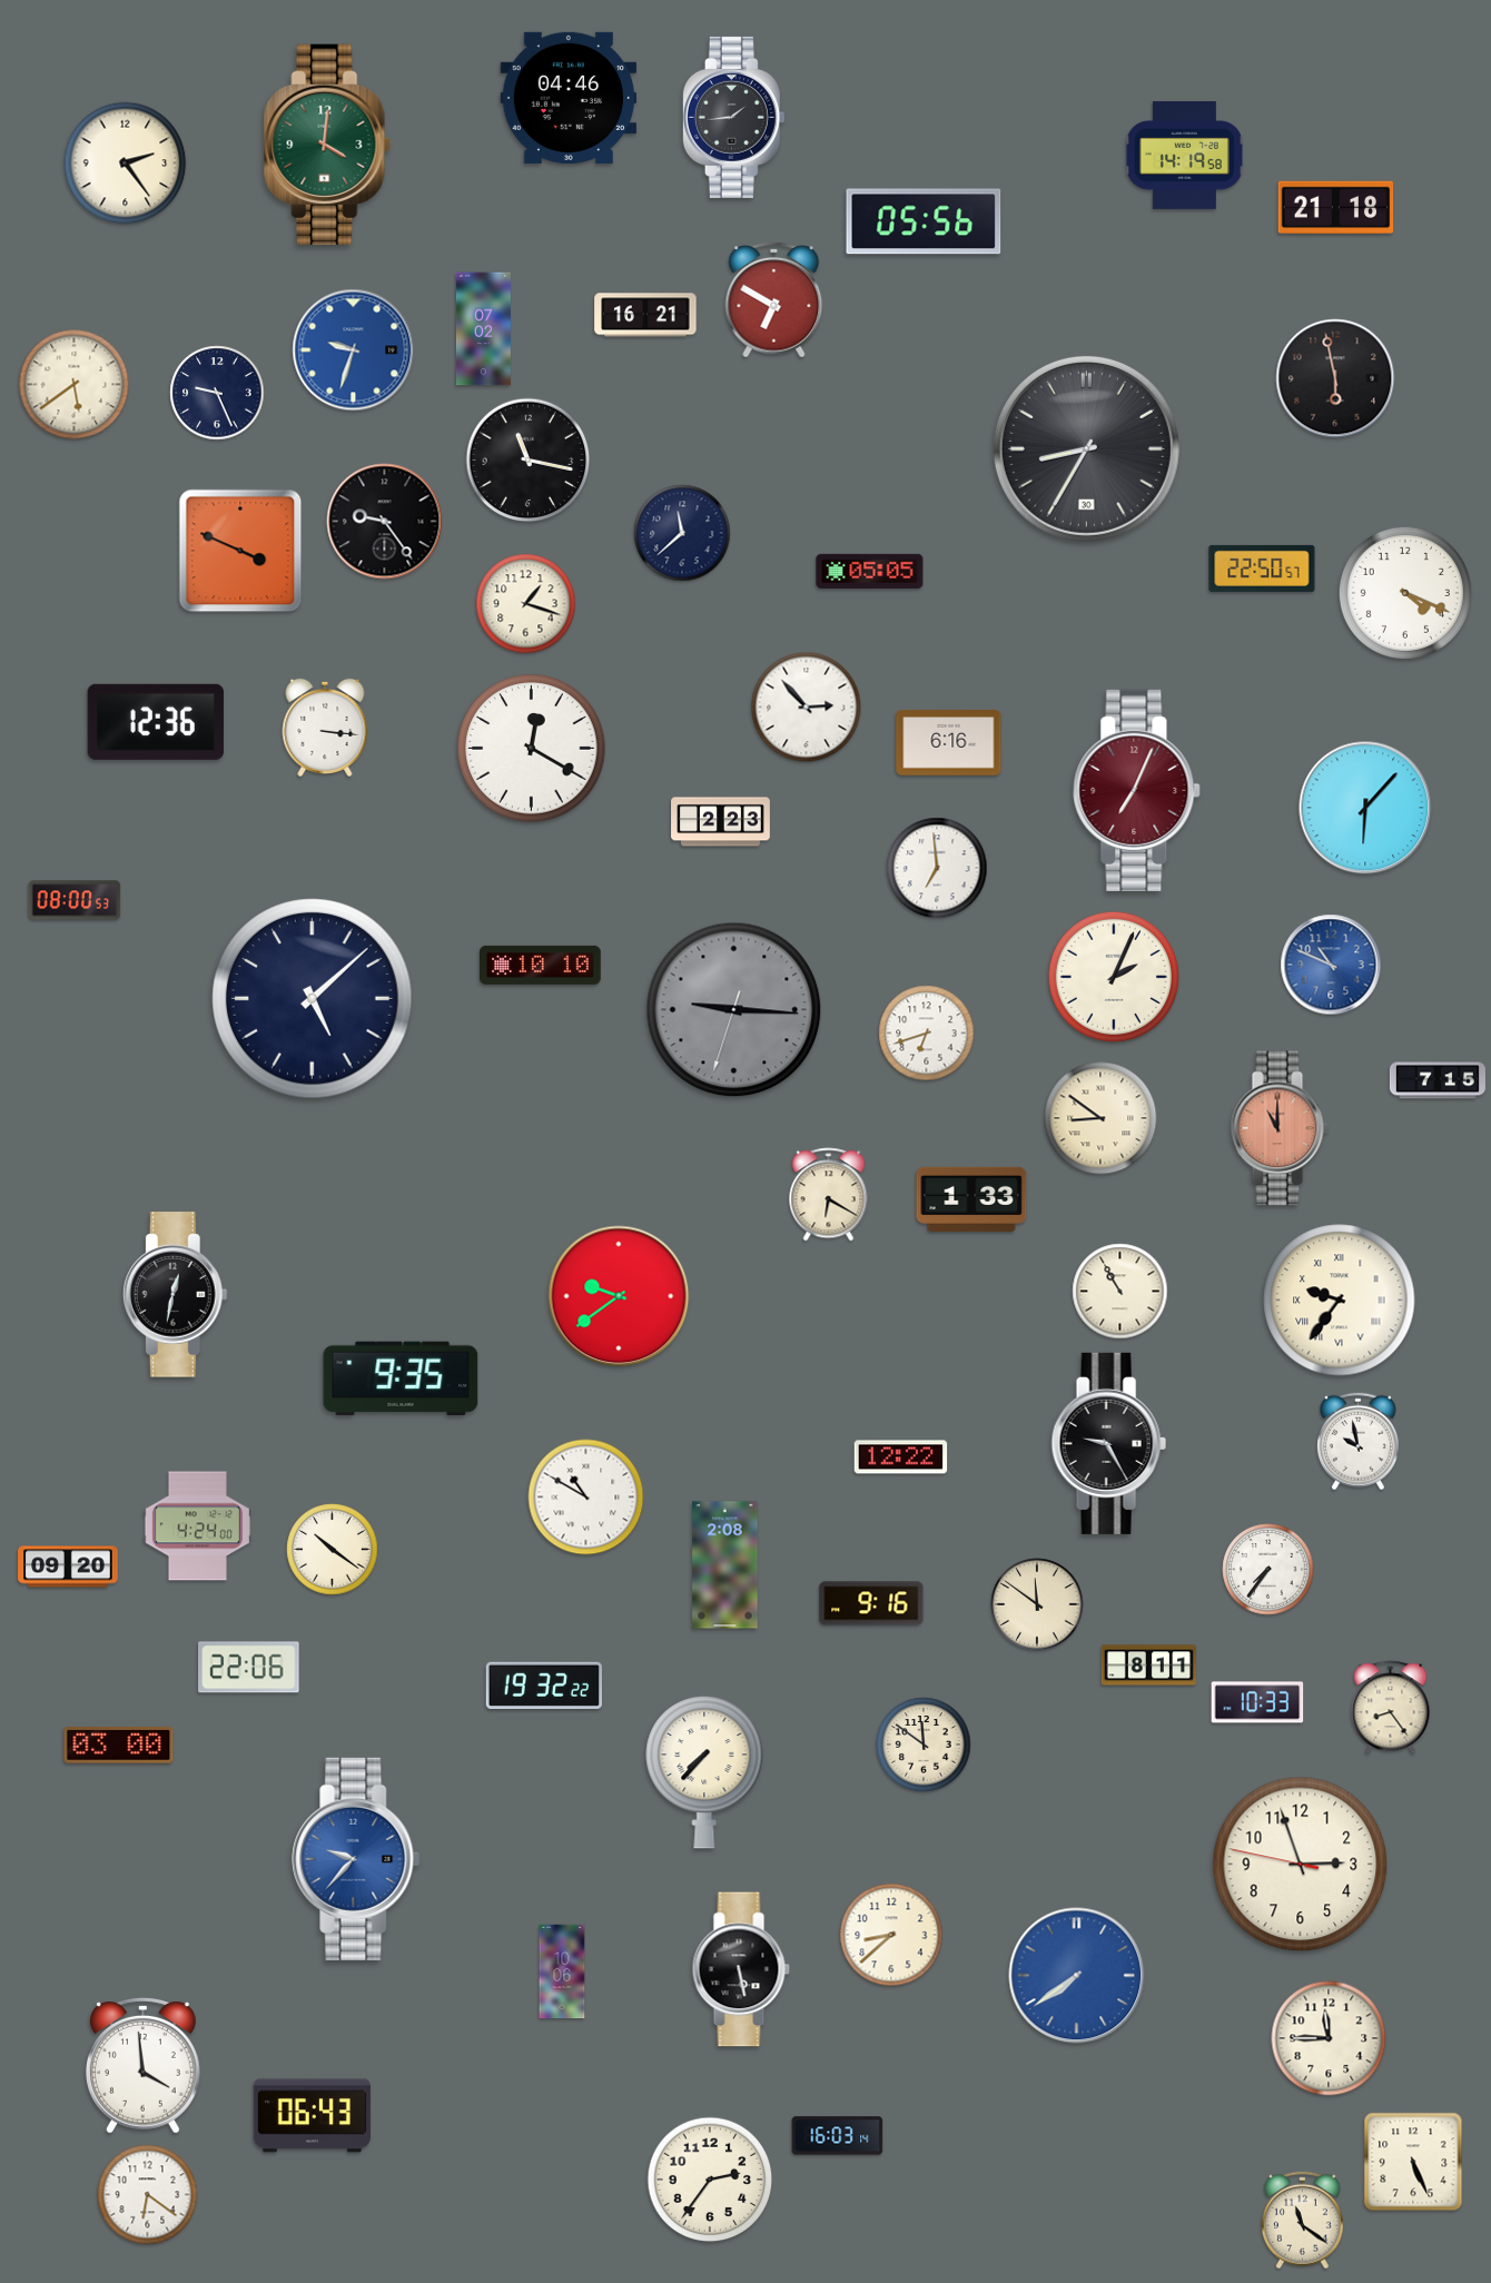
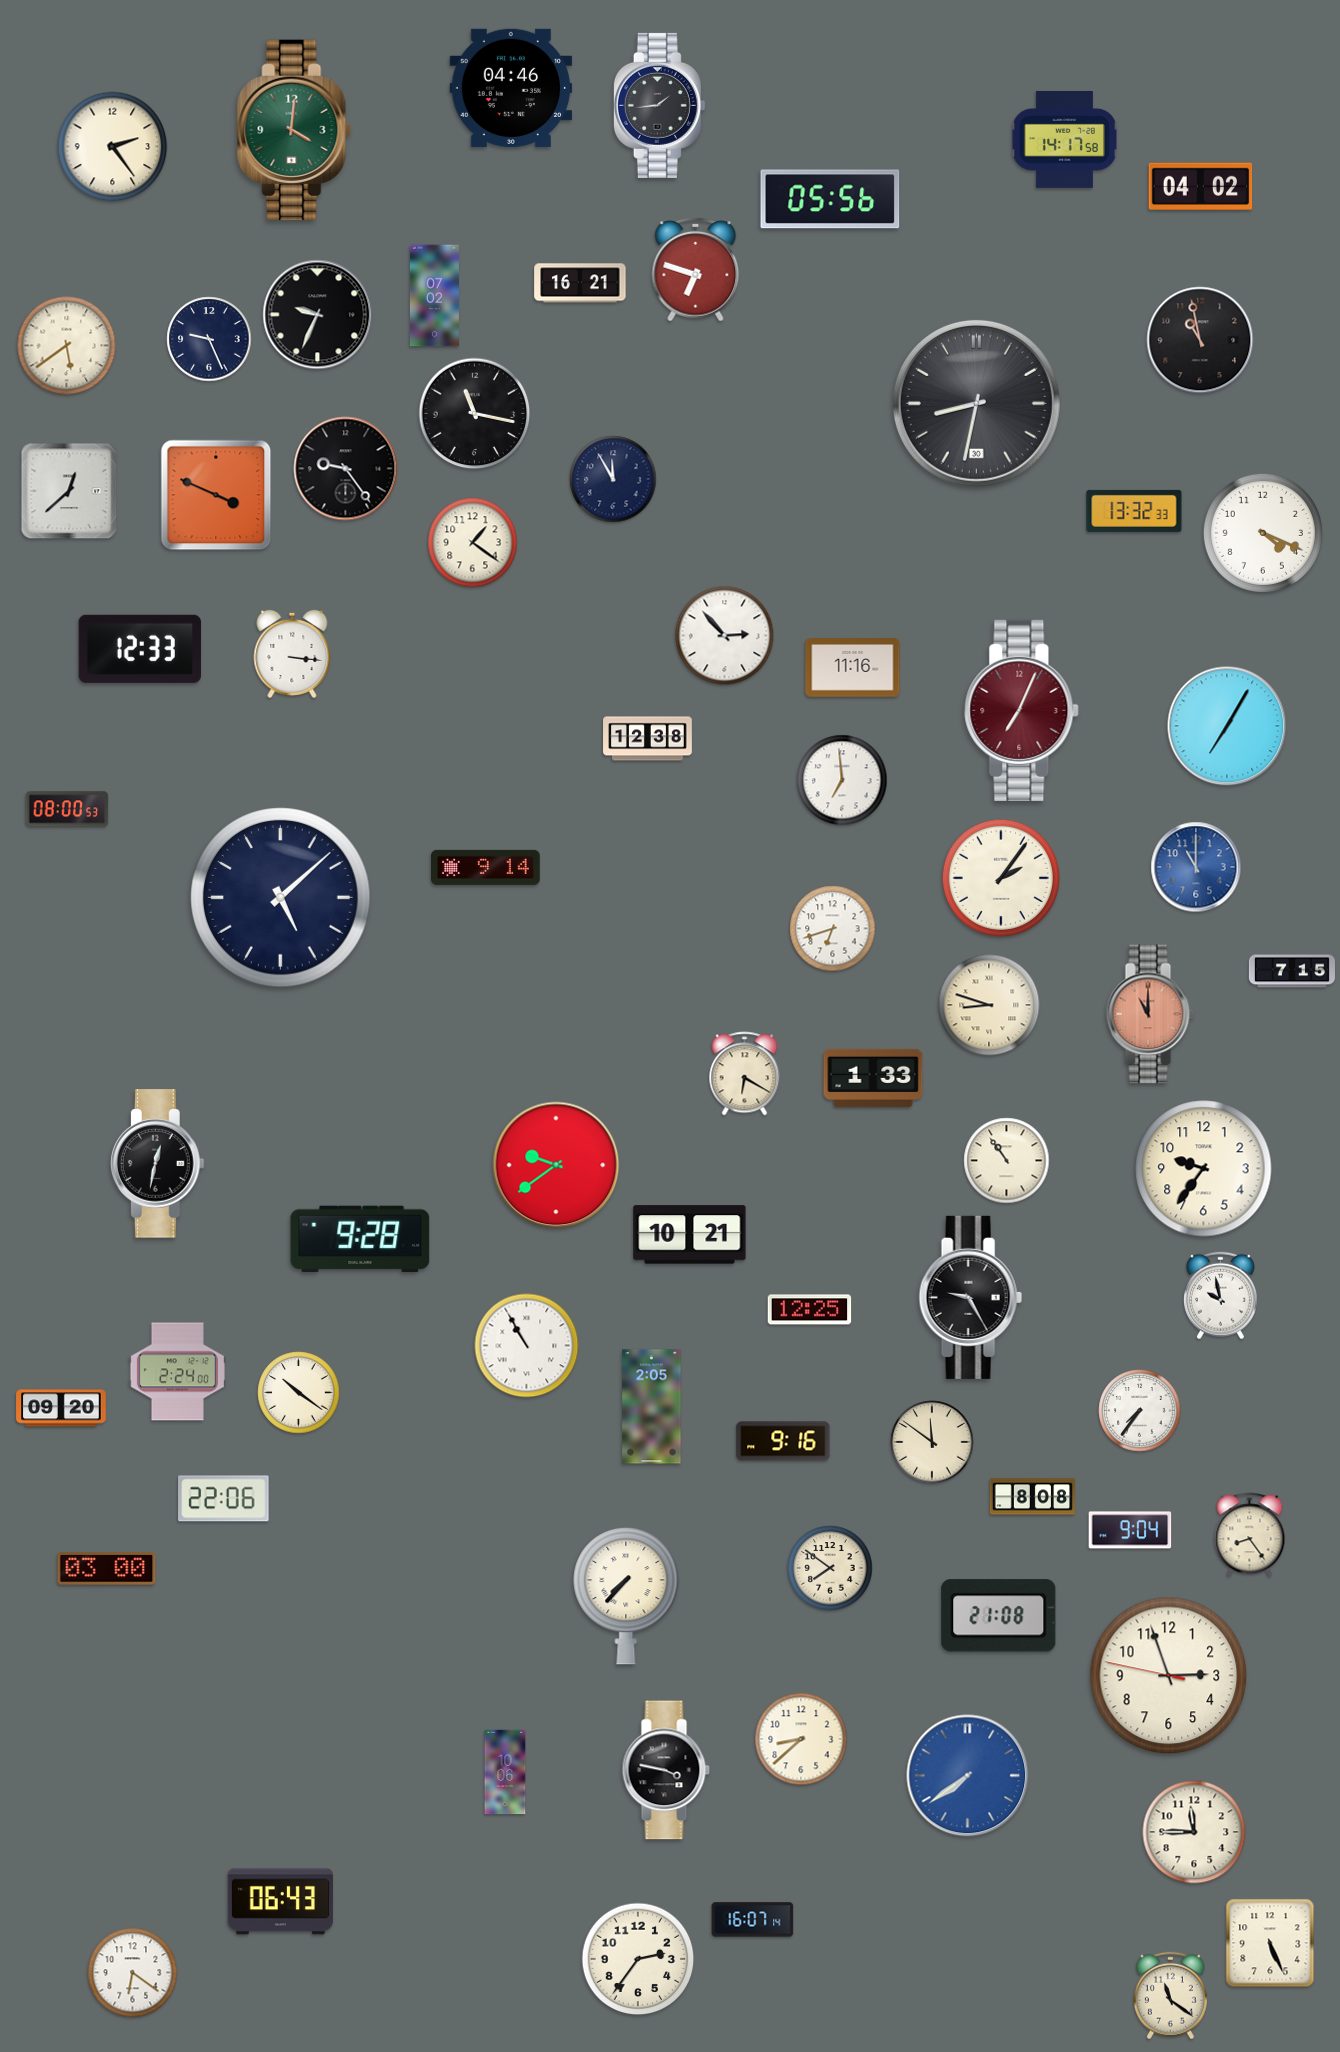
clock at (1184, 155): 14:19 -> 14:17
clock at (1336, 207): 21:18 -> 04:02
clock at (774, 299): 6:50 -> 6:48
clock at (354, 350): 9:33 -> 9:34
clock at (354, 350) dial: blue -> black
clock at (1335, 378): 5:58 -> 10:58
clock at (217, 393) position: (217, 393) -> (209, 339)
clock at (1086, 448): 8:35 -> 8:32
clock at (682, 533): 11:38 -> 11:55
clock at (69, 491): none -> 12:38
clock at (1262, 569): 22:50 -> 13:32
clock at (870, 571): 05:05 -> none
clock at (526, 604): 1:18 -> 1:21
clock at (156, 722): 12:36 -> 12:33
clock at (949, 743): 6:16 -> 11:16
clock at (532, 749): 12:20 -> none
clock at (1365, 808): 6:07 -> 7:05
clock at (721, 822): 2:23 -> 12:38
clock at (541, 965): 10:10 -> 9:14
clock at (1331, 965): 10:49 -> 11:00
clock at (1114, 977): 2:04 -> 2:06
clock at (734, 1010): 9:15 -> none
clock at (1100, 1118): 8:51 -> 8:48
clock at (1120, 1292): 10:55 -> 10:54
clock at (1340, 1301) numerals: Roman -> Arabic
clock at (690, 1235): none -> 10:21
clock at (401, 1378): 9:35 -> 9:28
clock at (1108, 1443) position: (1108, 1443) -> (970, 1297)
clock at (901, 1457): 12:22 -> 12:25
clock at (586, 1498): 10:50 -> 10:55
clock at (197, 1526): 4:24 -> 2:24
clock at (725, 1565): 2:08 -> 2:05
clock at (1148, 1666): 8:11 -> 8:08
clock at (544, 1686): 19:32 -> none
clock at (1257, 1702): 10:33 -> 9:04
clock at (924, 1745): 11:51 -> 7:51
clock at (704, 1772) position: (704, 1772) -> (626, 1596)
clock at (999, 1616): none -> 21:08
clock at (356, 1859): 9:37 -> none
clock at (741, 1969): 5:28 -> 3:47
clock at (142, 2065): 3:59 -> none
clock at (838, 2136): 16:03 -> 16:07
